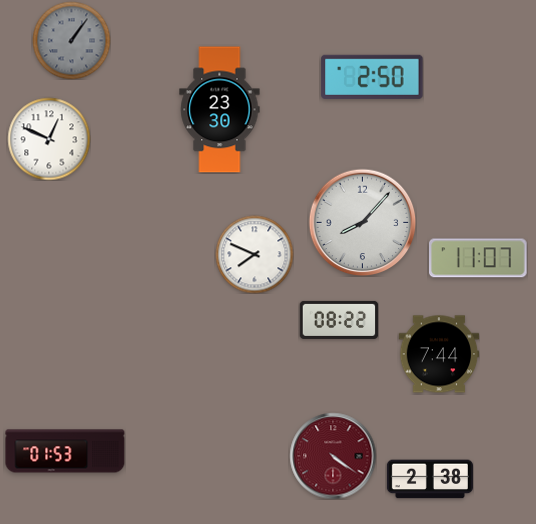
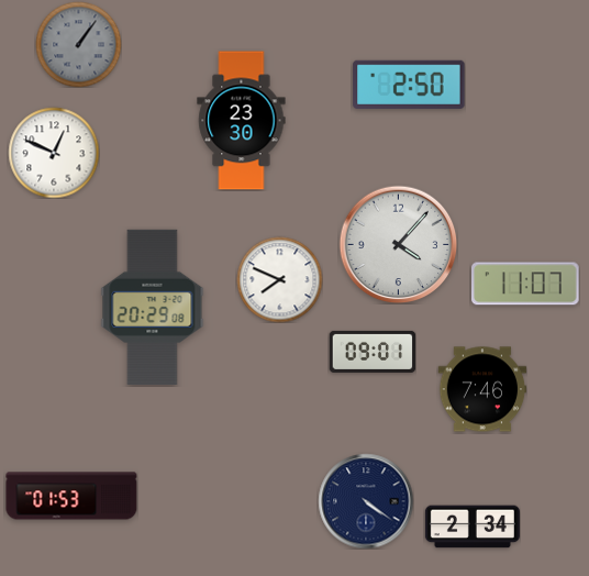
clock at (362, 222): 8:07 -> 4:07
clock at (153, 307): none -> 20:29
clock at (339, 320): 08:22 -> 09:01
clock at (439, 354): 7:44 -> 7:46
clock at (333, 456) dial: burgundy -> navy
clock at (430, 479): 2:38 -> 2:34
